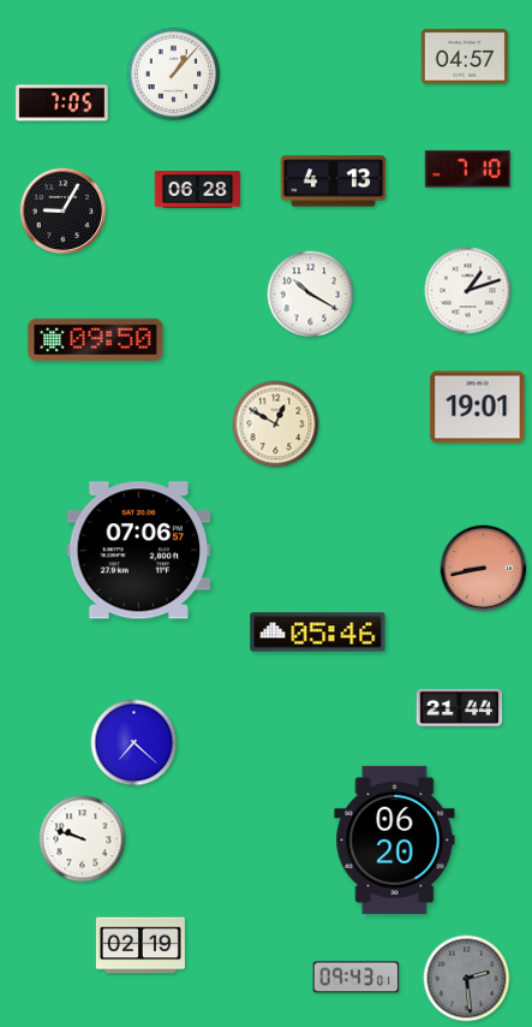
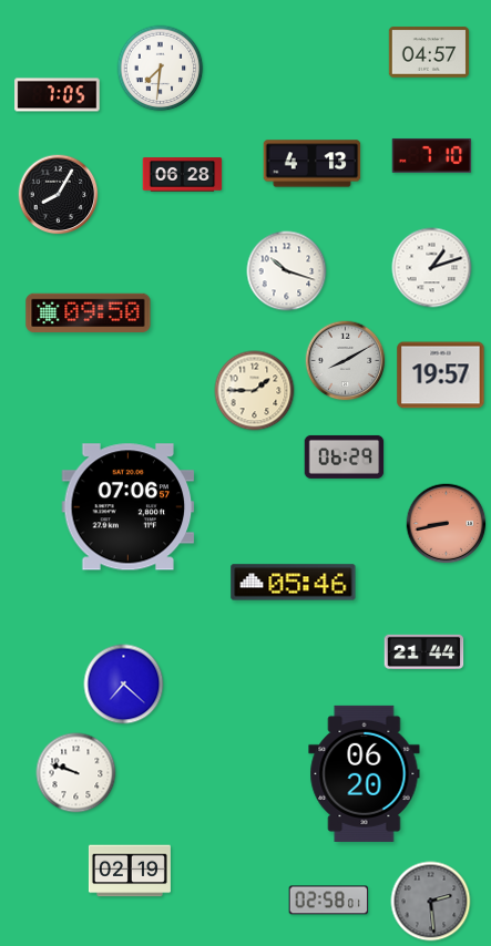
clock at (174, 75): 1:07 -> 7:31
clock at (334, 182) position: (334, 182) -> (313, 164)
clock at (64, 212): 9:05 -> 8:05
clock at (311, 295): 10:20 -> 10:18
clock at (346, 361): none -> 8:10
clock at (478, 408): 19:01 -> 19:57
clock at (276, 425): 12:50 -> 1:45
clock at (345, 456): none -> 06:29
clock at (357, 978): 09:43 -> 02:58
